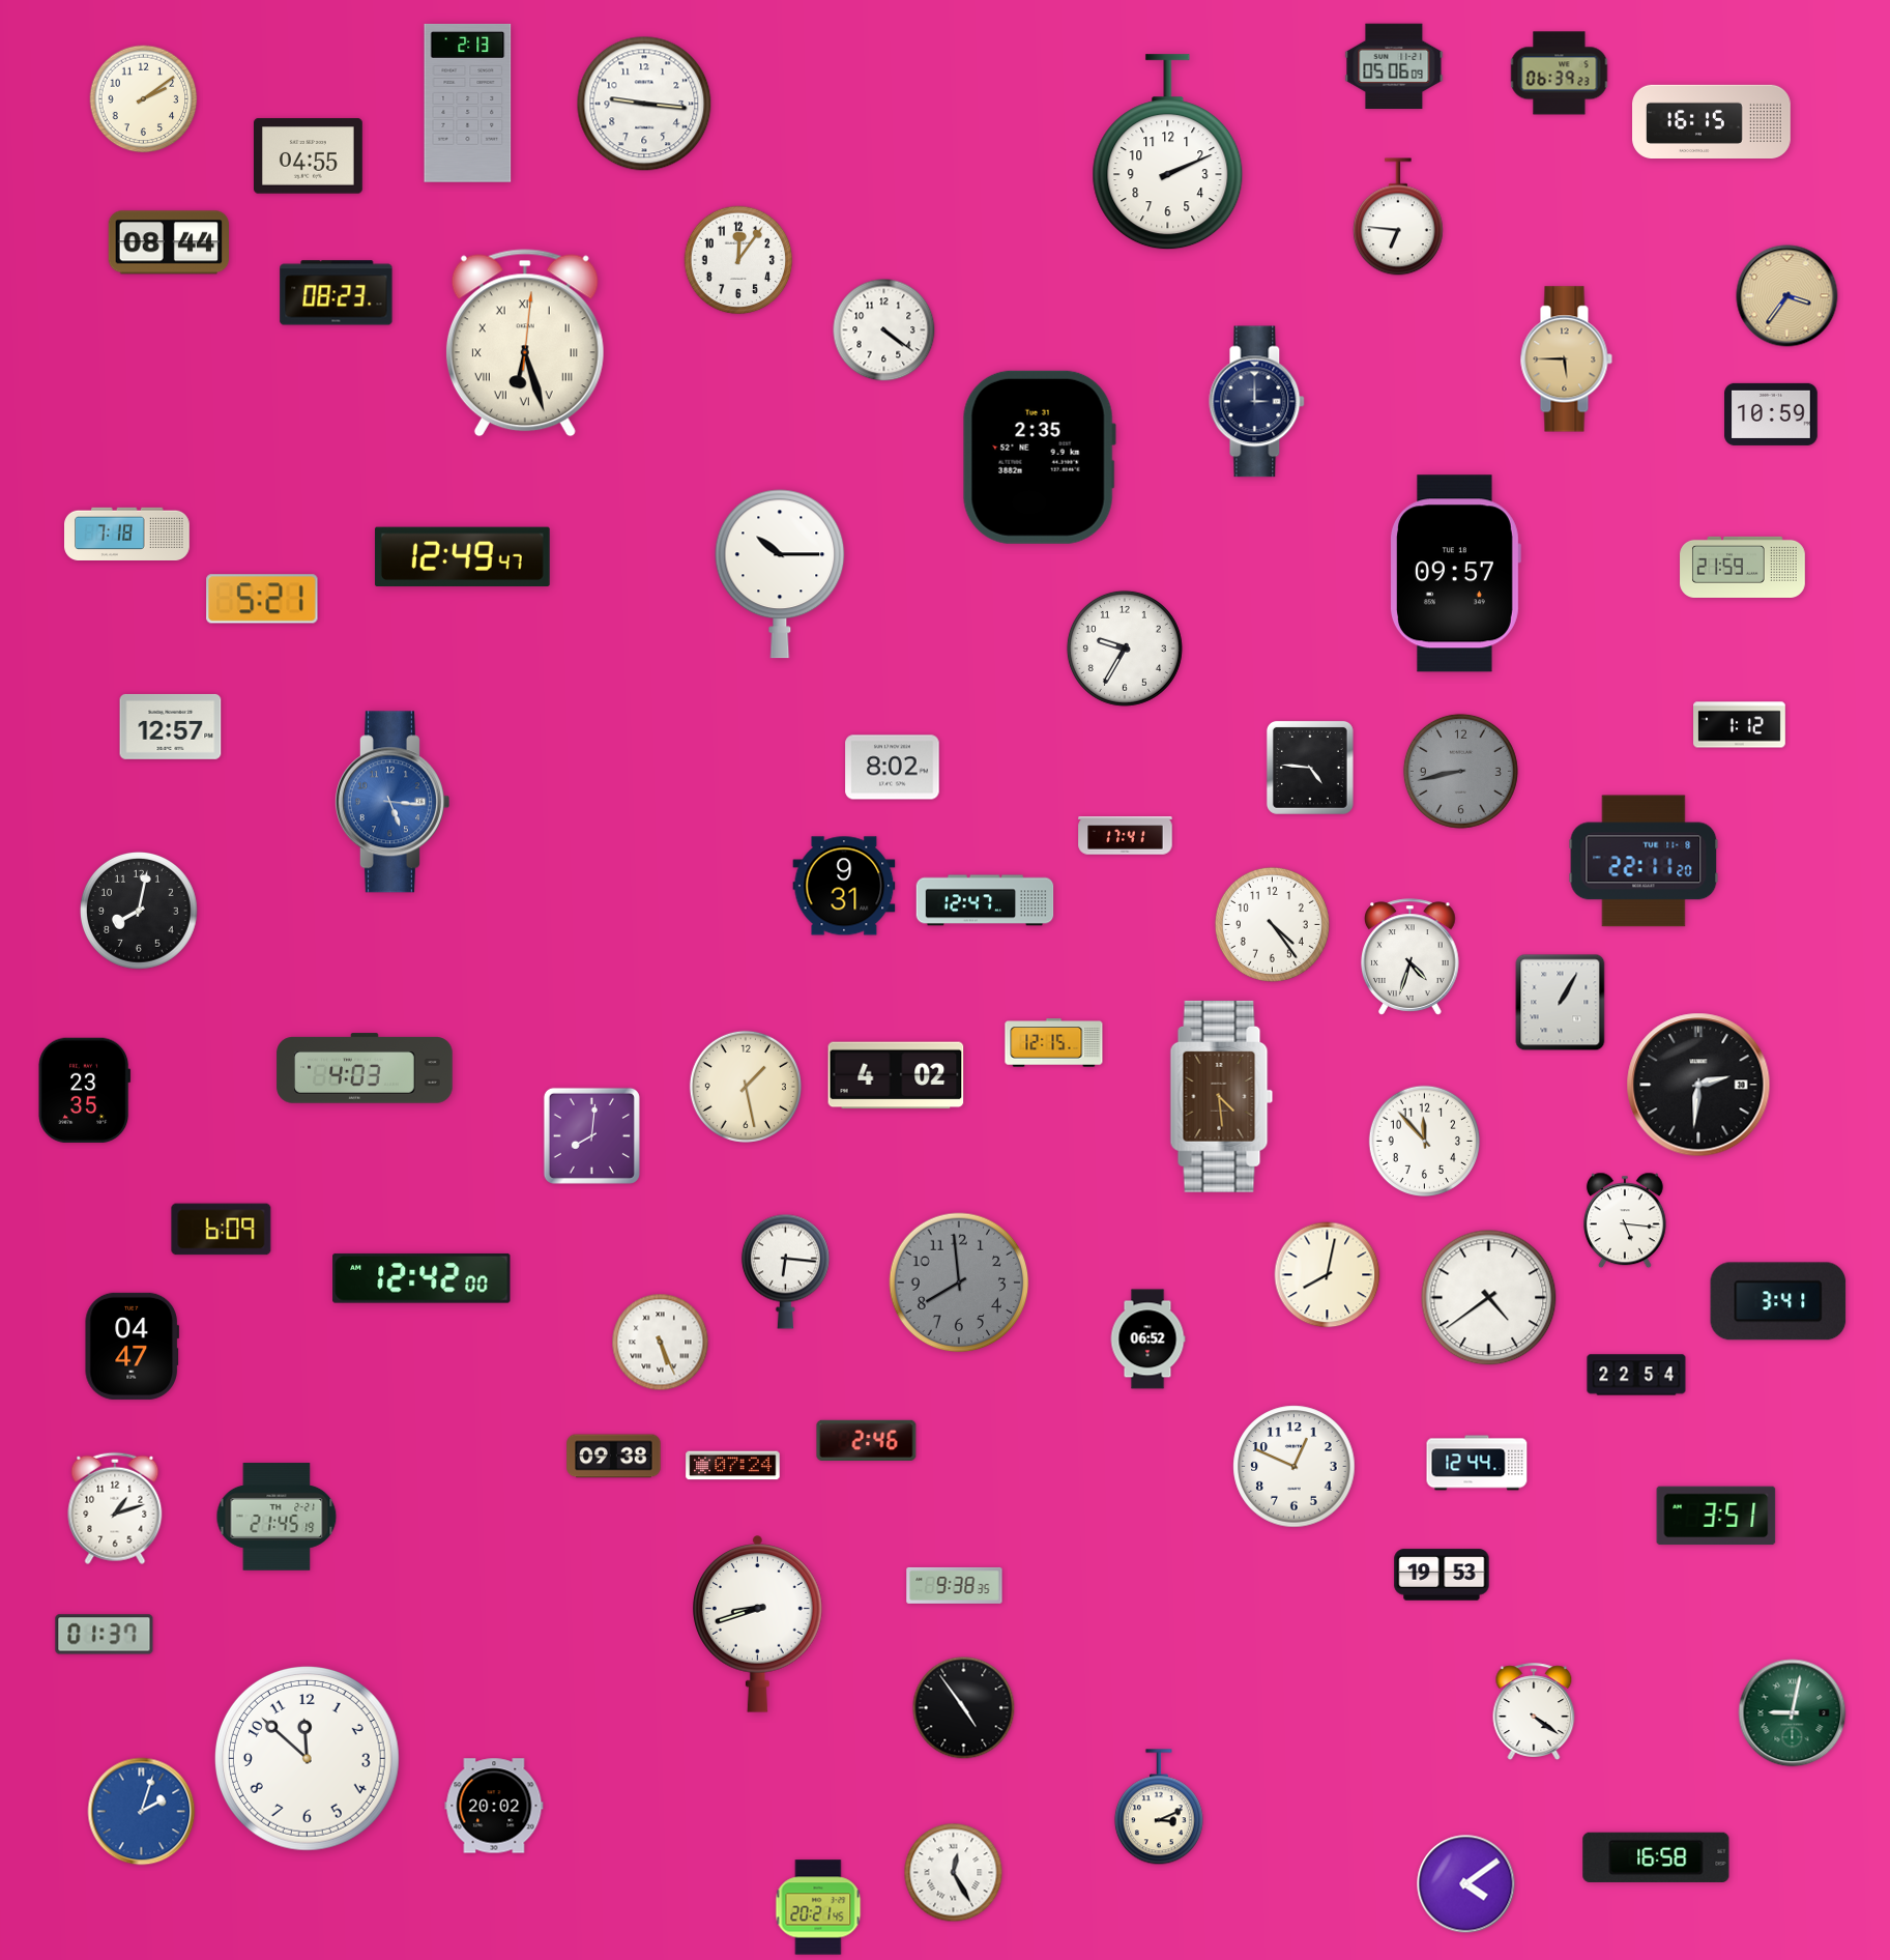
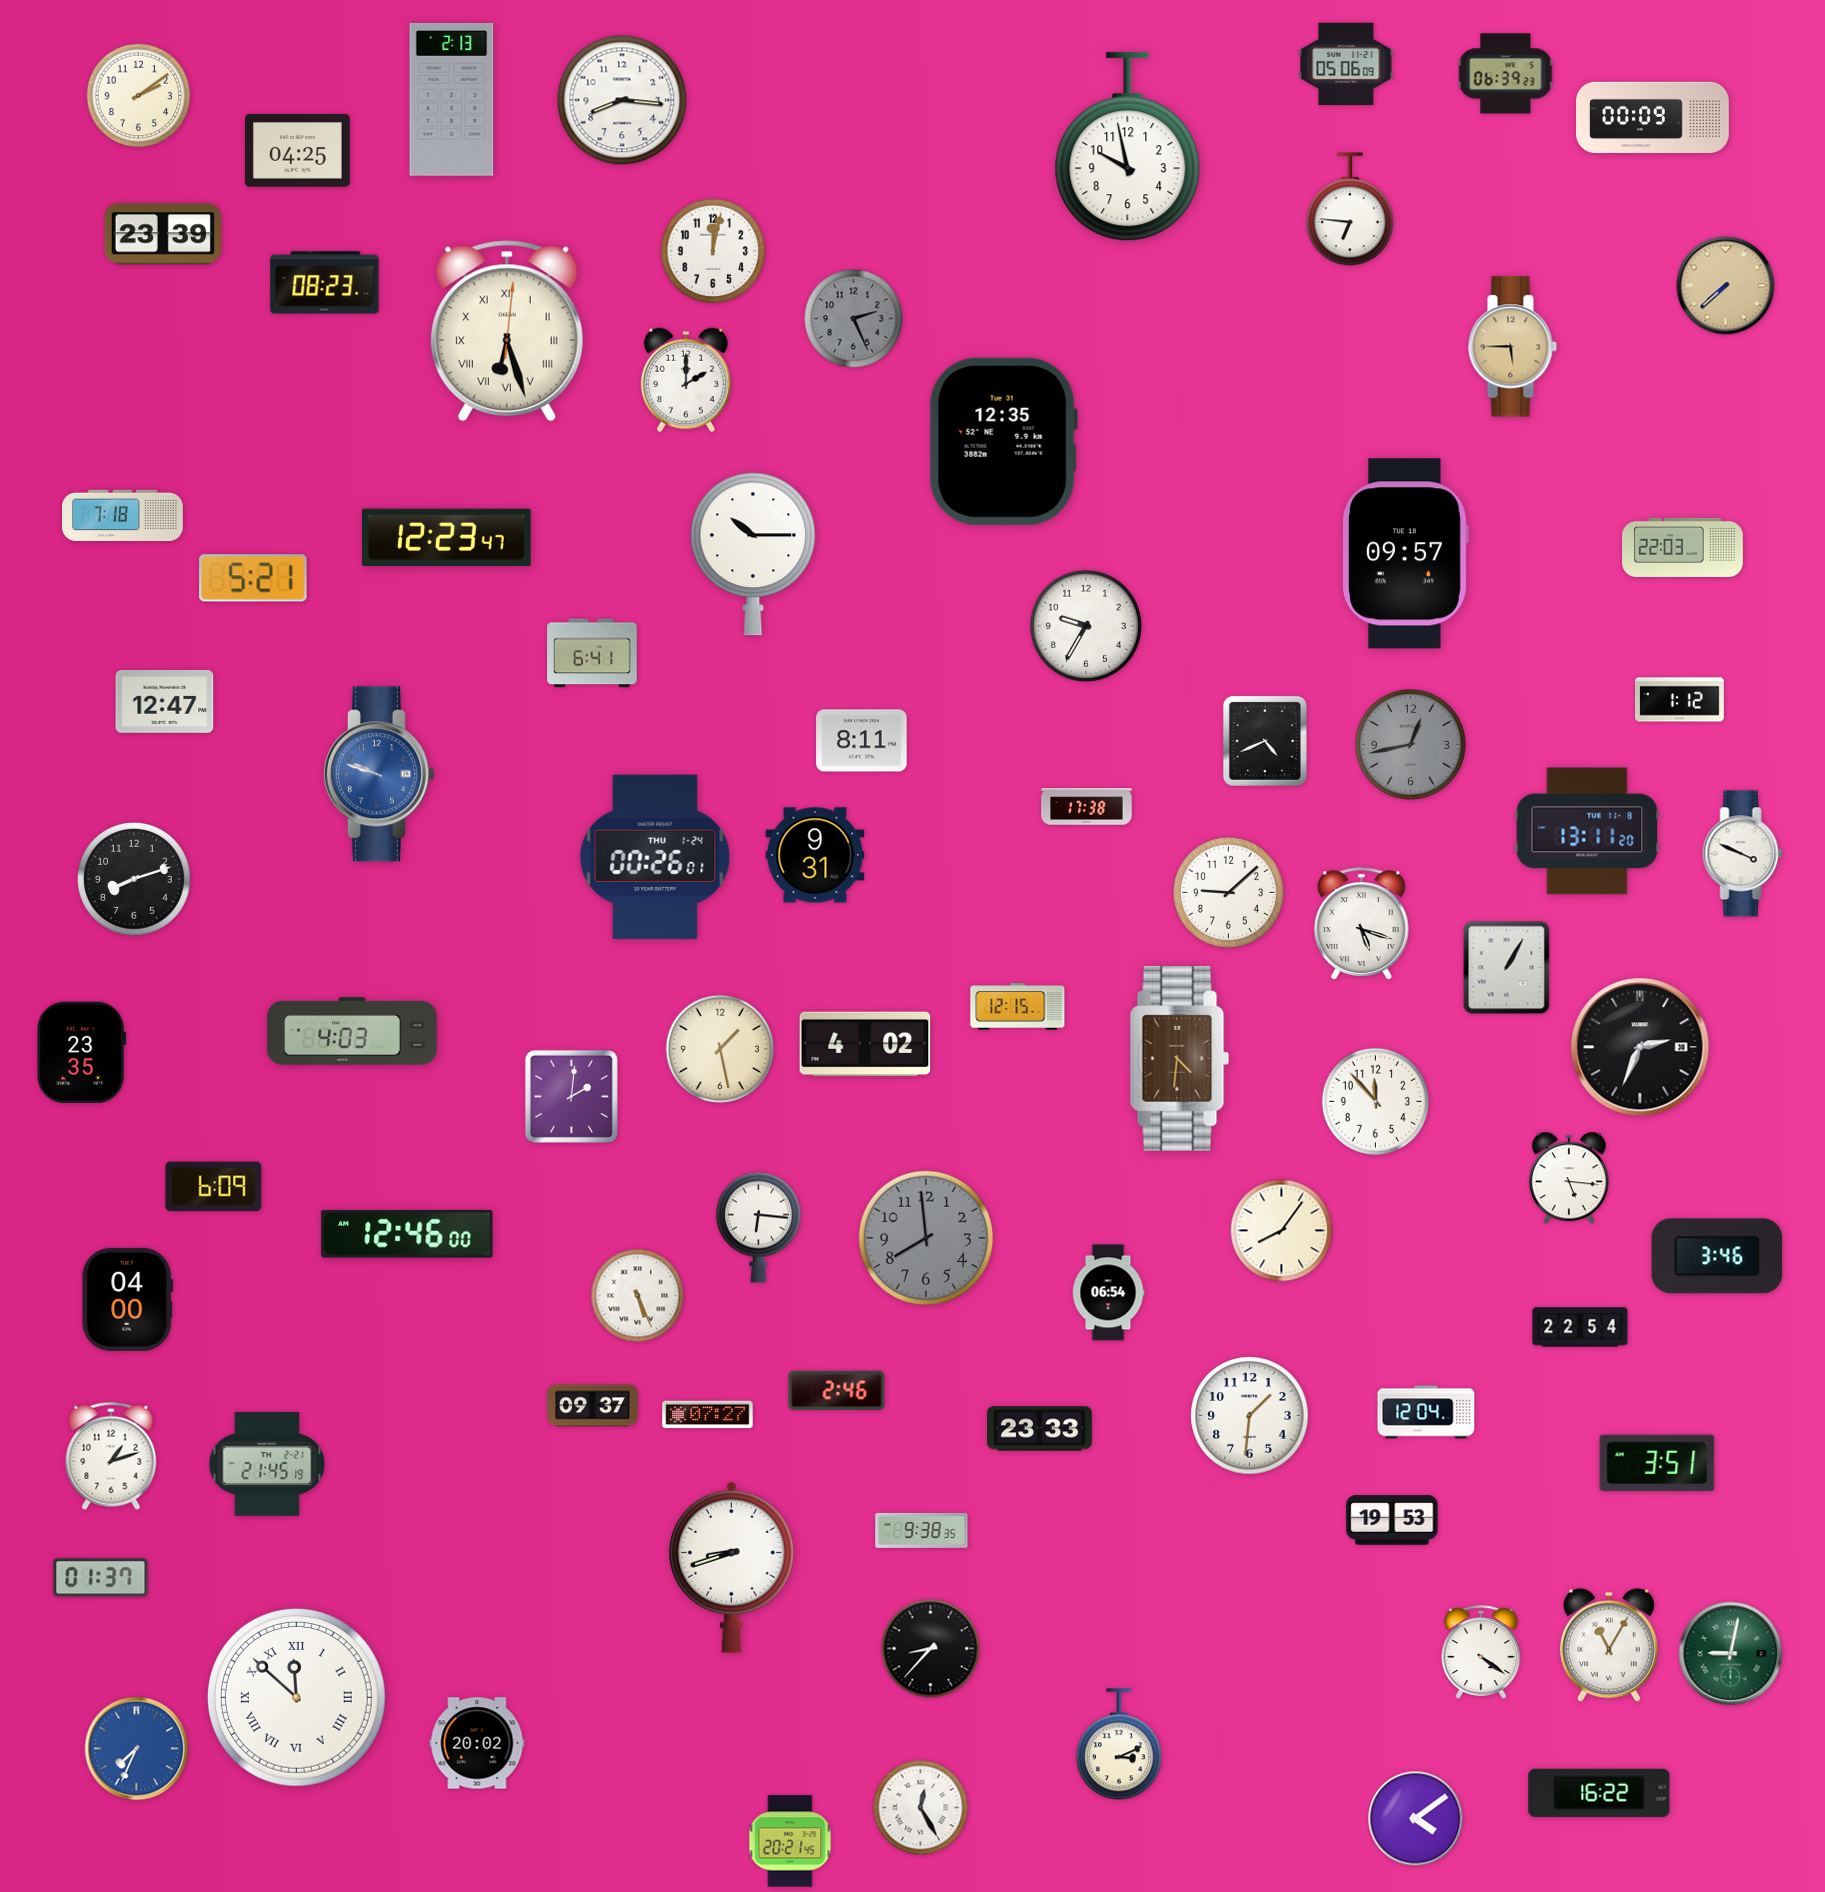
clock at (1560, 74) position: (1560, 74) -> (1506, 74)
clock at (644, 104): 9:16 -> 8:16
clock at (1712, 121): 16:15 -> 00:09
clock at (1168, 152): 2:11 -> 9:58
clock at (309, 156): 04:55 -> 04:25
clock at (169, 242): 08:44 -> 23:39
clock at (738, 260): 12:06 -> 12:02
clock at (1787, 296): 3:36 -> 7:38
clock at (884, 330): 4:21 -> 2:26
clock at (884, 330) dial: white -> grey
clock at (686, 380): none -> 2:00
clock at (1257, 402): 3:00 -> none
clock at (1771, 414): 10:59 -> none
clock at (1039, 457): 2:35 -> 12:35
clock at (462, 557): 12:49 -> 12:23
clock at (1743, 567): 21:59 -> 22:03
clock at (592, 653): none -> 6:41
clock at (171, 726): 12:57 -> 12:47
clock at (893, 768): 8:02 -> 8:11
clock at (1310, 768): 4:46 -> 4:41
clock at (1460, 771): 8:43 -> 12:43
clock at (391, 802): 5:16 -> 9:48
clock at (1126, 836): 17:41 -> 17:38
clock at (1644, 861): 22:11 -> 13:11
clock at (1743, 854): none -> 3:49
clock at (655, 857): none -> 00:26
clock at (985, 900): 12:47 -> none
clock at (139, 911): 8:02 -> 8:12
clock at (1272, 924): 4:24 -> 9:08
clock at (1411, 957): 4:33 -> 5:18
clock at (896, 1075) position: (896, 1075) -> (865, 1044)
clock at (1698, 1085): 2:31 -> 2:34
clock at (1222, 1096): 4:29 -> 4:31
clock at (591, 1135): 8:01 -> 2:01
clock at (1328, 1275): 8:02 -> 8:06
clock at (421, 1278): 12:42 -> 12:46
clock at (1489, 1298): 4:39 -> none
clock at (1778, 1301): 3:41 -> 3:46
clock at (1147, 1339): 06:52 -> 06:54
clock at (132, 1346): 04:47 -> 04:00
clock at (614, 1457): 09:38 -> 09:37
clock at (1477, 1463): 12:44 -> 12:04
clock at (733, 1466): 07:24 -> 07:27
clock at (1295, 1467): 12:49 -> 1:31
clock at (1040, 1429): none -> 23:33
clock at (1609, 1645): none -> 11:05
clock at (964, 1708): 4:54 -> 8:37
clock at (307, 1758) numerals: Arabic -> Roman
clock at (142, 1812): 2:03 -> 7:34
clock at (1656, 1857): 16:58 -> 16:22
